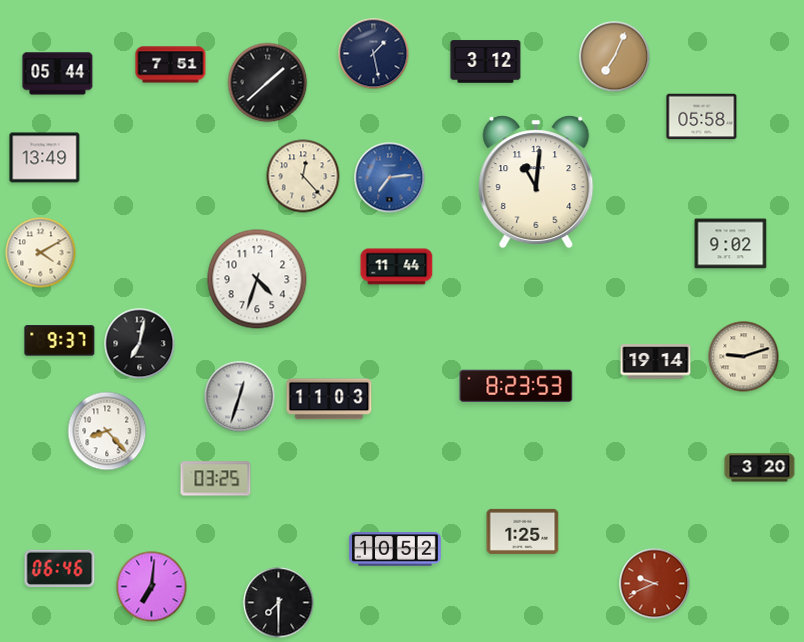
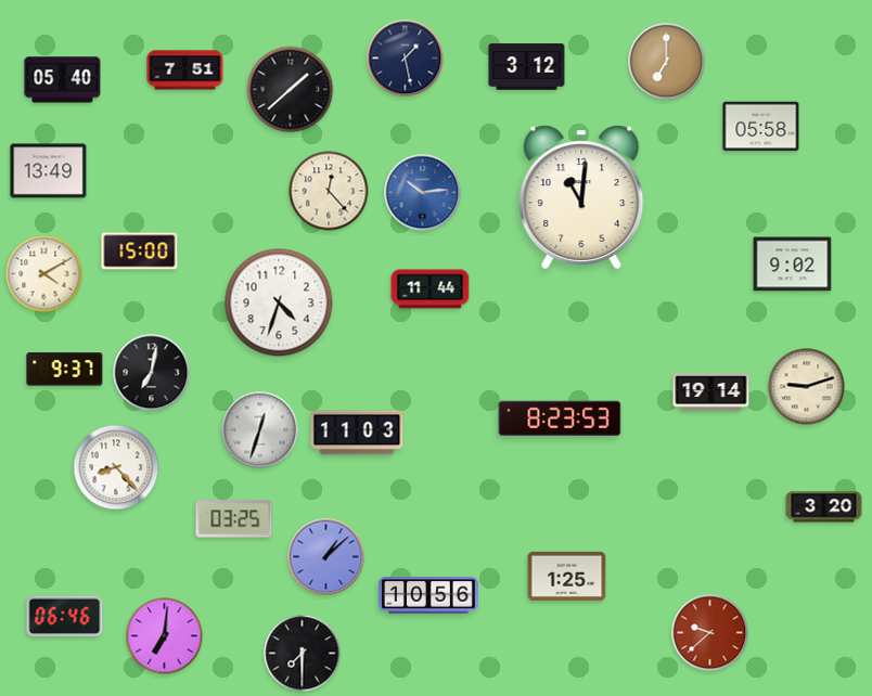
clock at (615, 57): 7:04 -> 7:00
clock at (58, 74): 05:44 -> 05:40
clock at (390, 178): 7:14 -> 10:14
clock at (140, 252): none -> 15:00
clock at (326, 557): none -> 1:08
clock at (395, 549): 10:52 -> 10:56
clock at (655, 584): 9:41 -> 9:38
